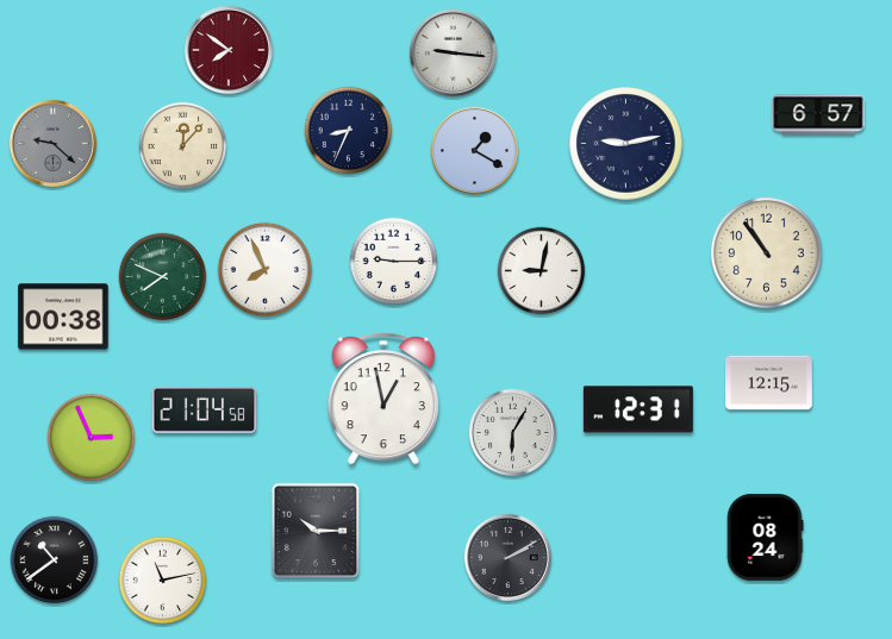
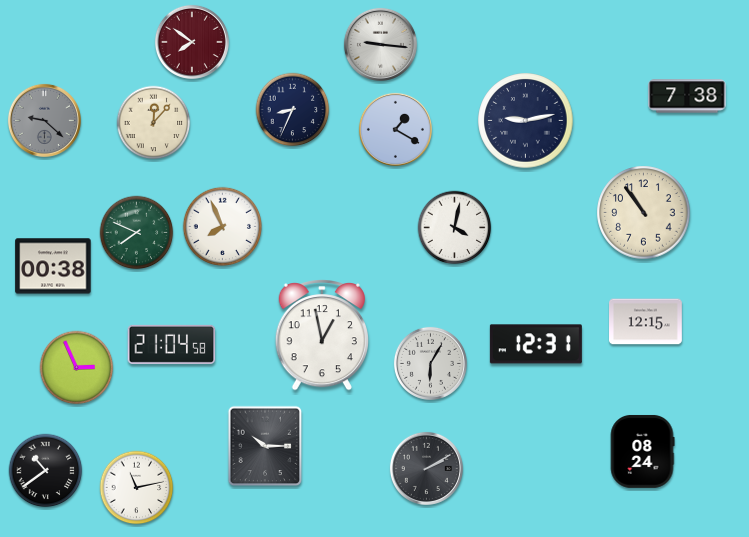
clock at (818, 114): 6:57 -> 7:38
clock at (474, 150) position: (474, 150) -> (395, 129)
clock at (394, 262): 9:15 -> none
clock at (542, 271): 9:02 -> 4:02
